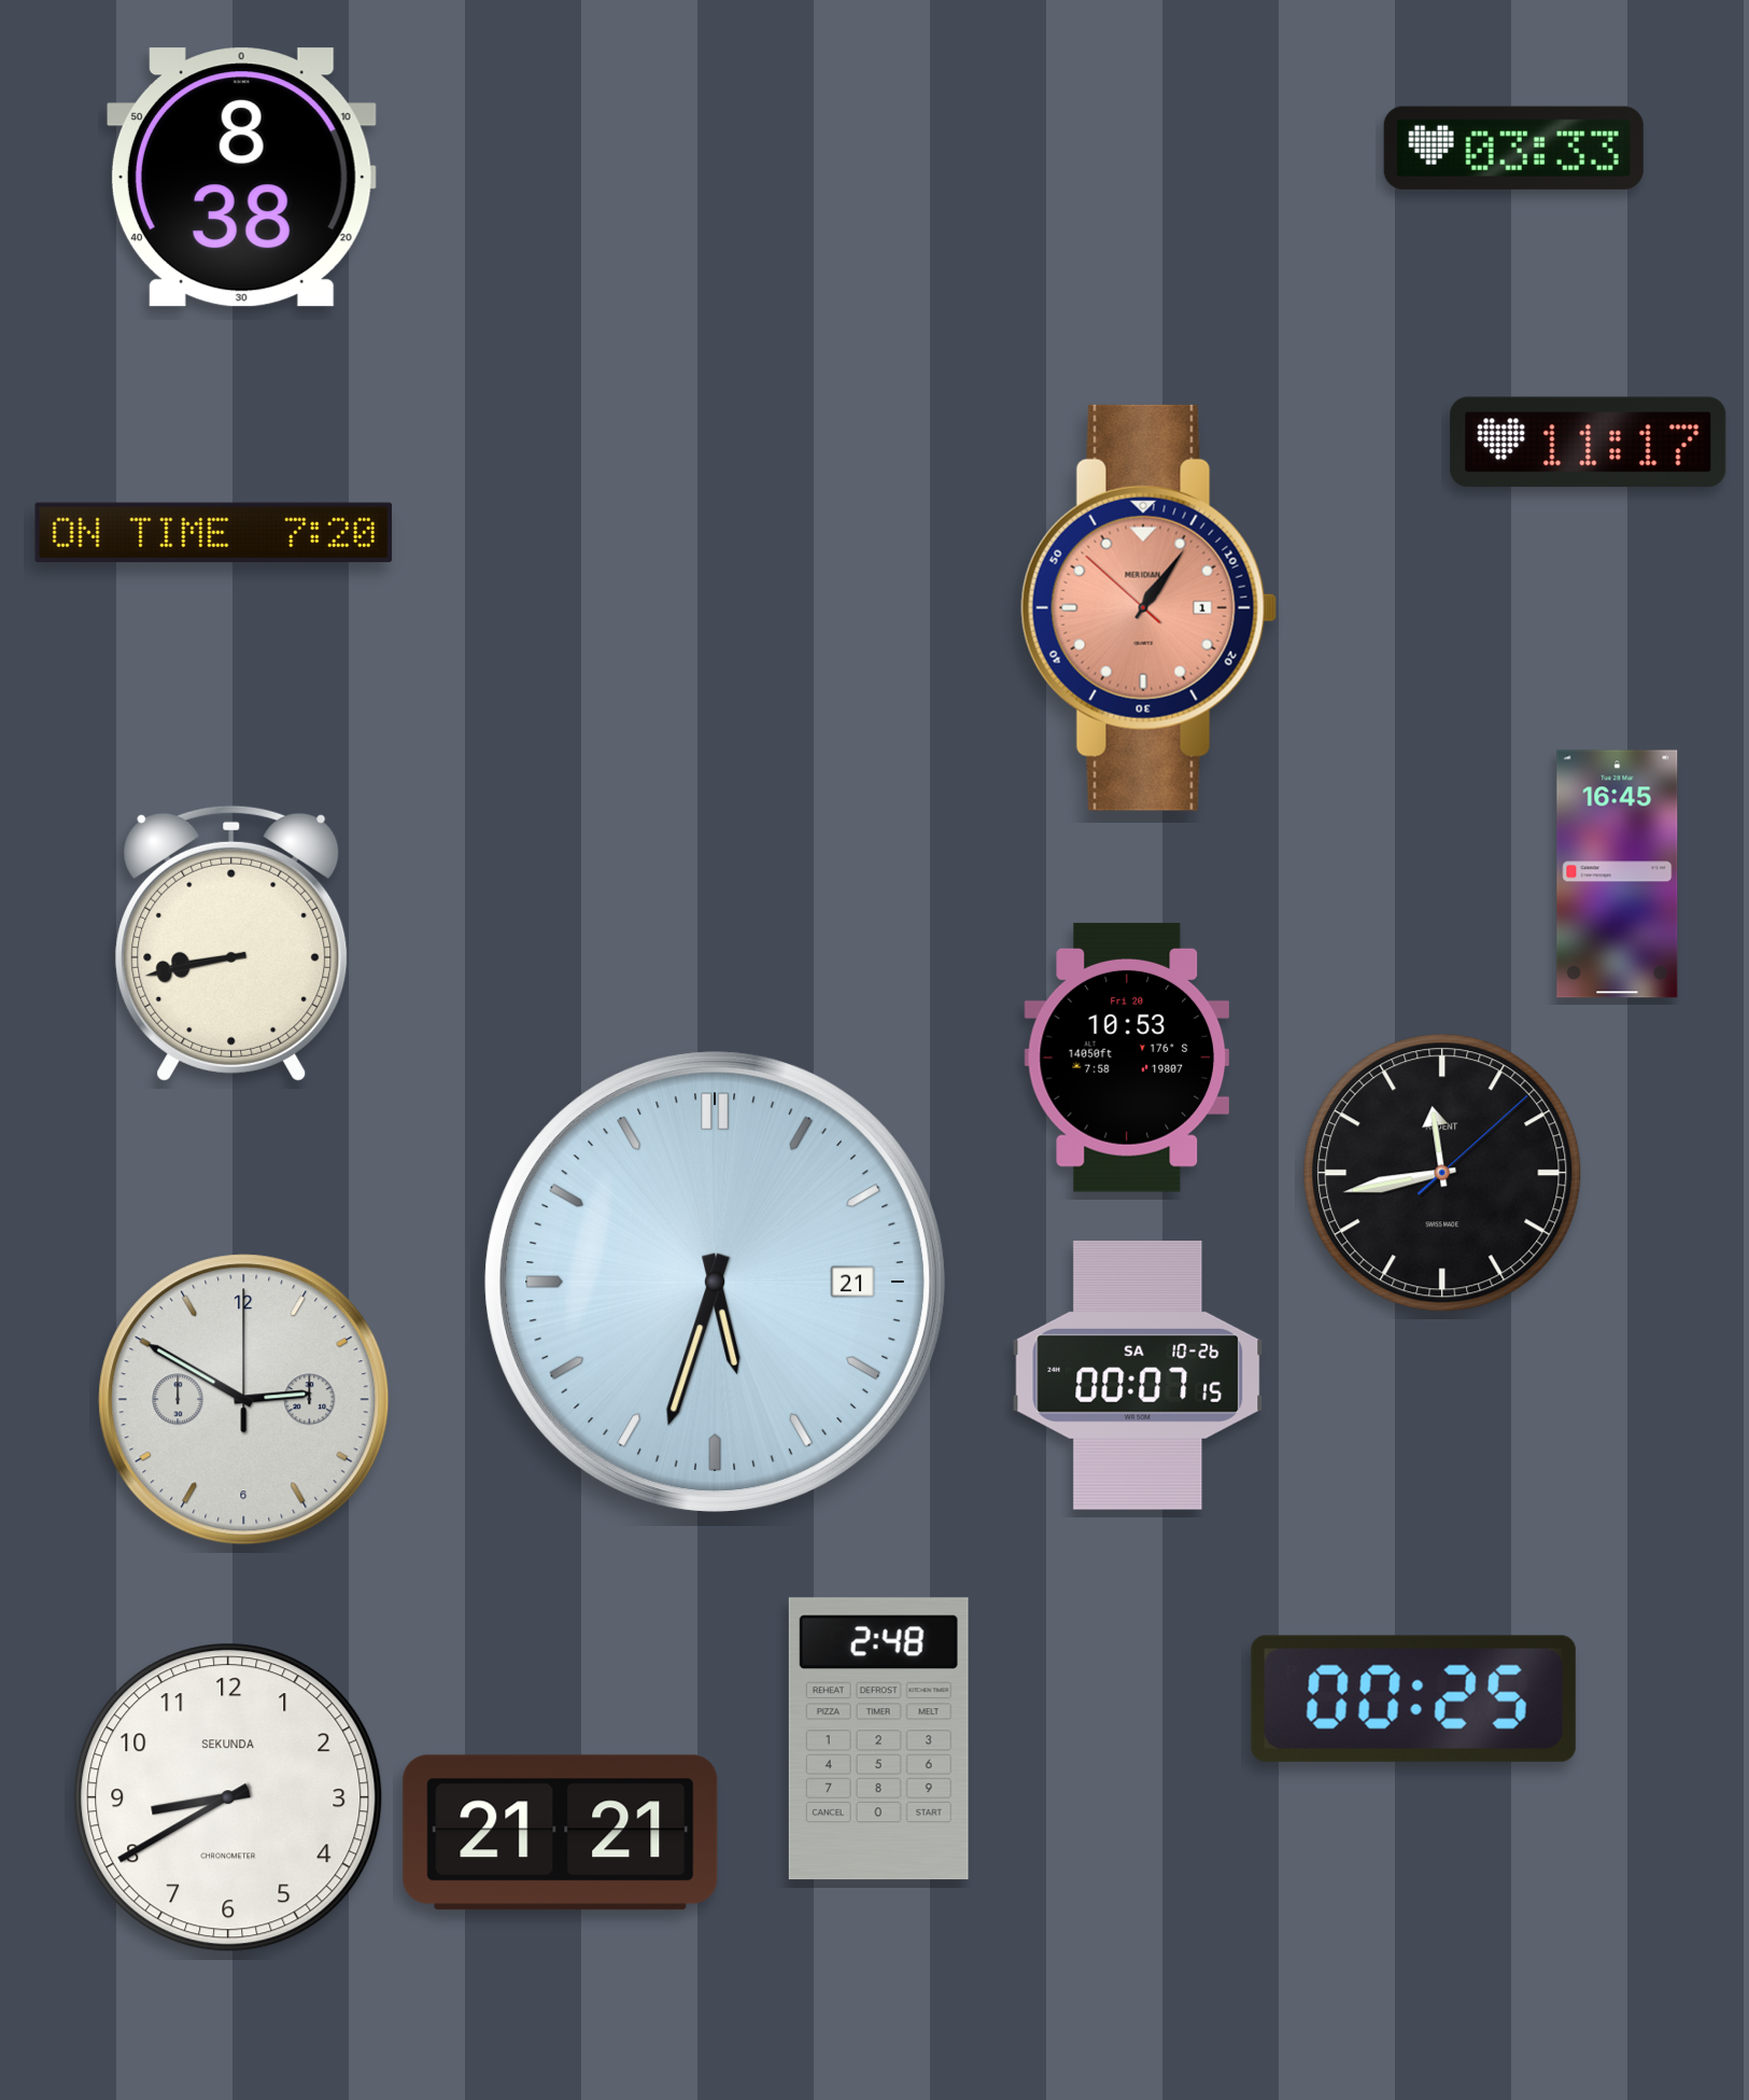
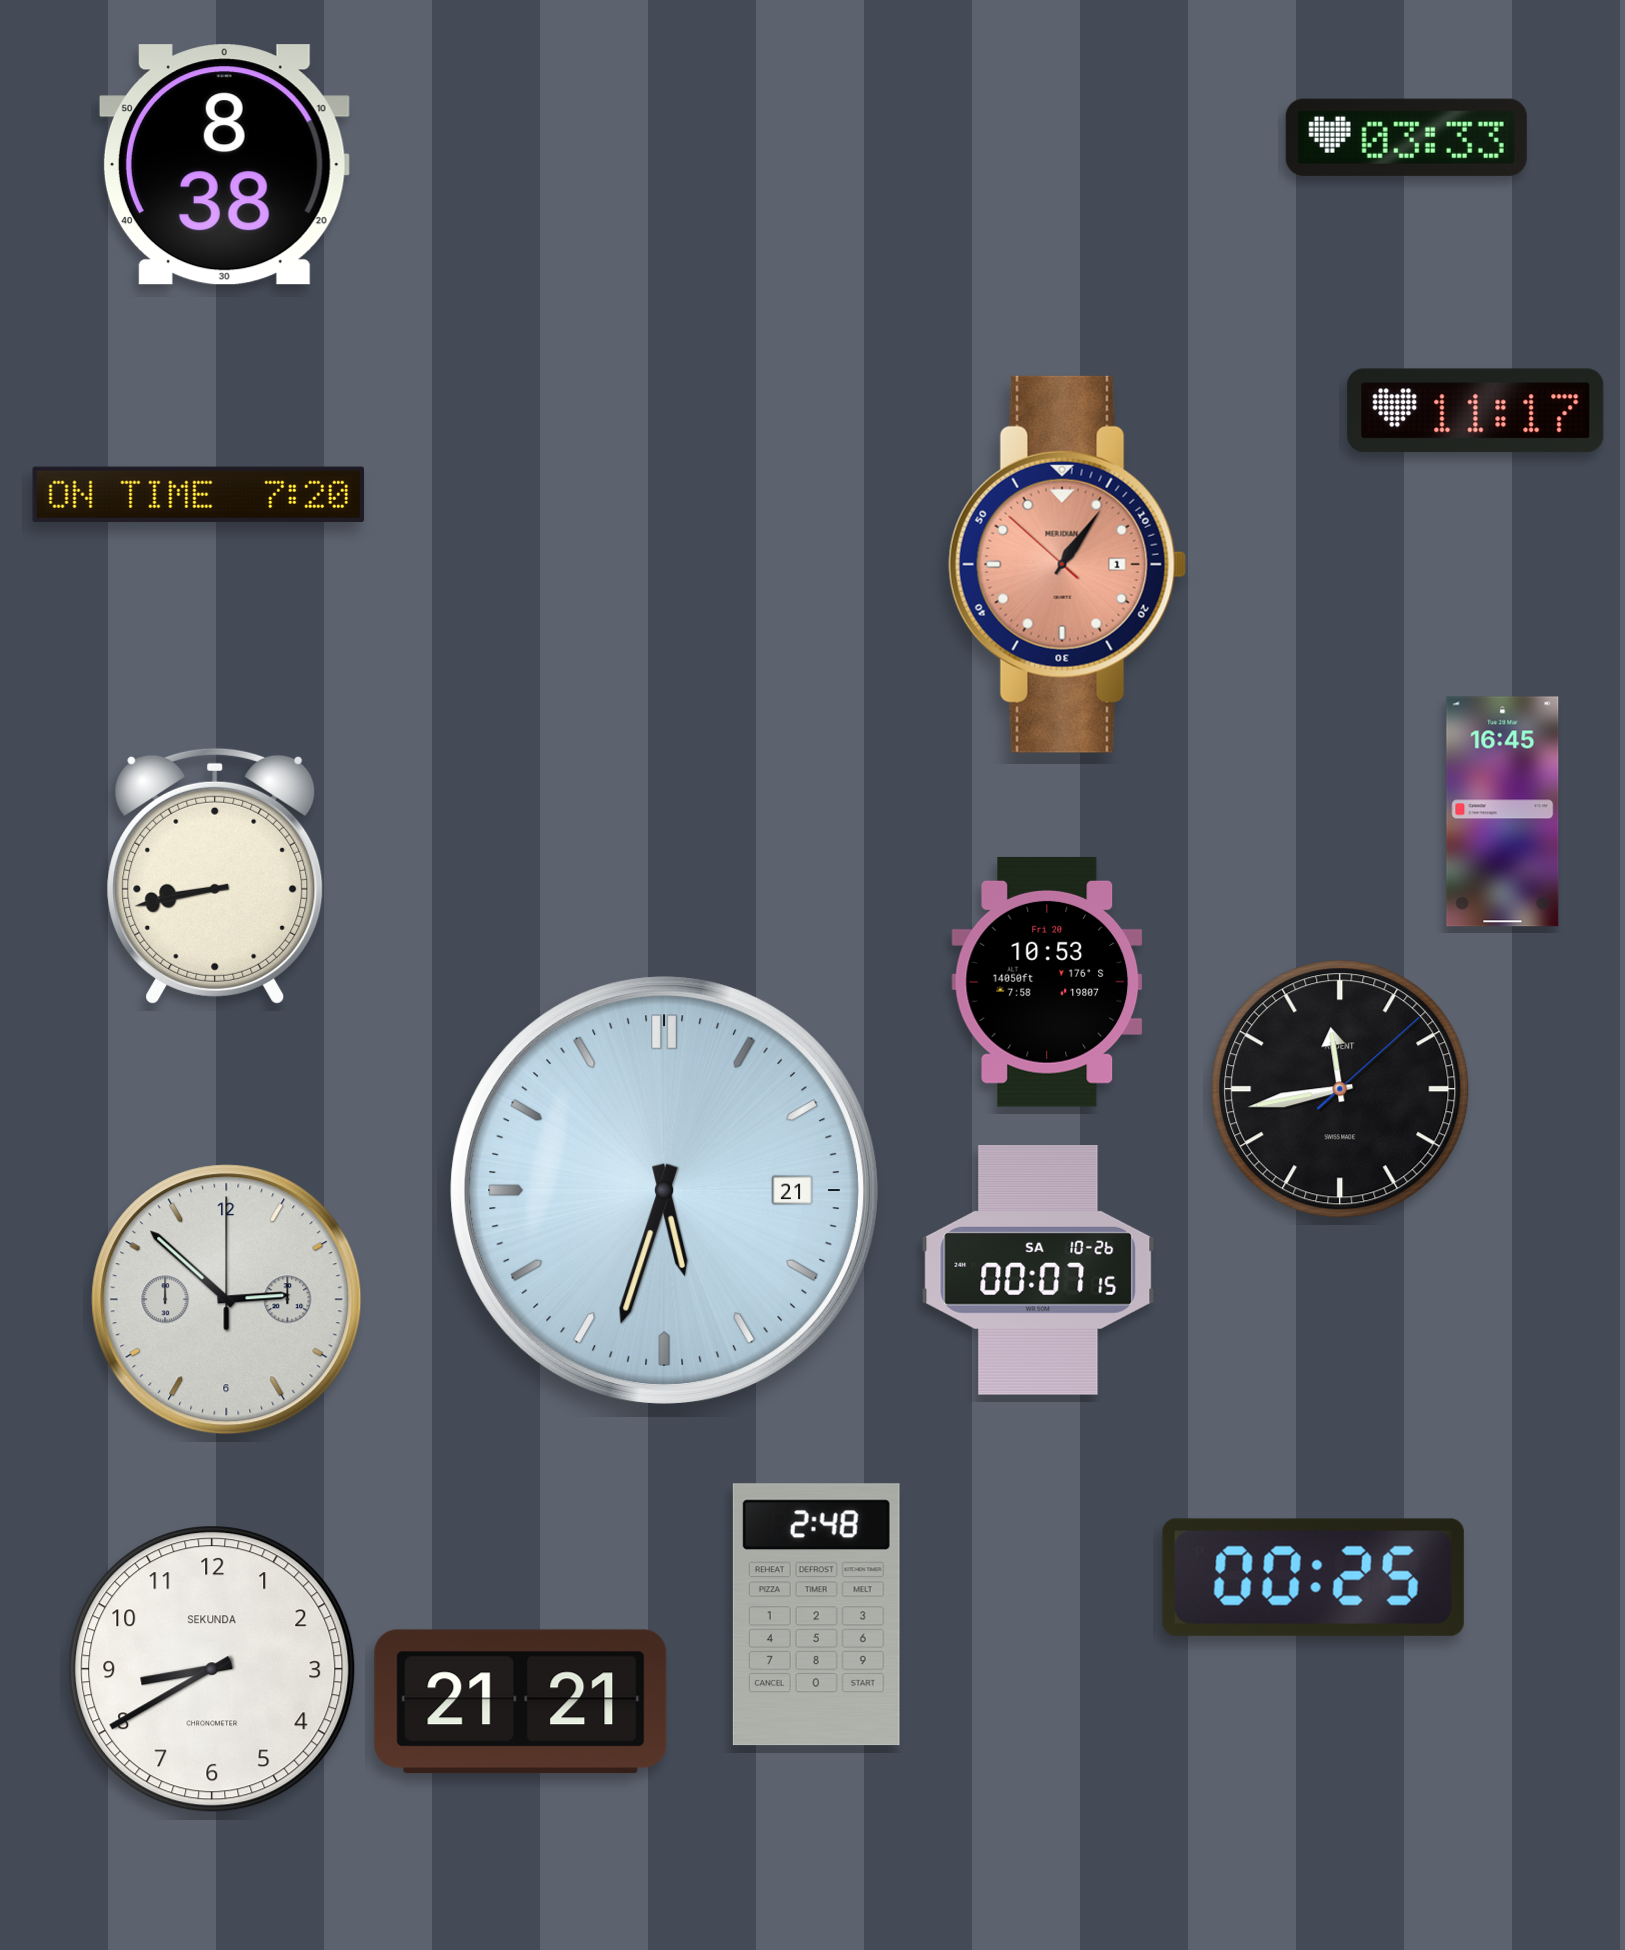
clock at (1138, 1376) position: (1138, 1376) -> (1038, 1271)
clock at (244, 1400): 2:50 -> 2:52
